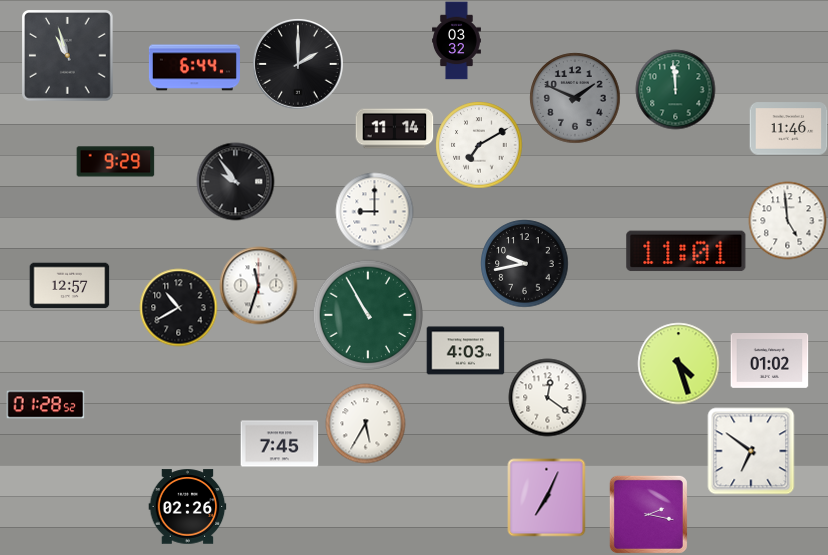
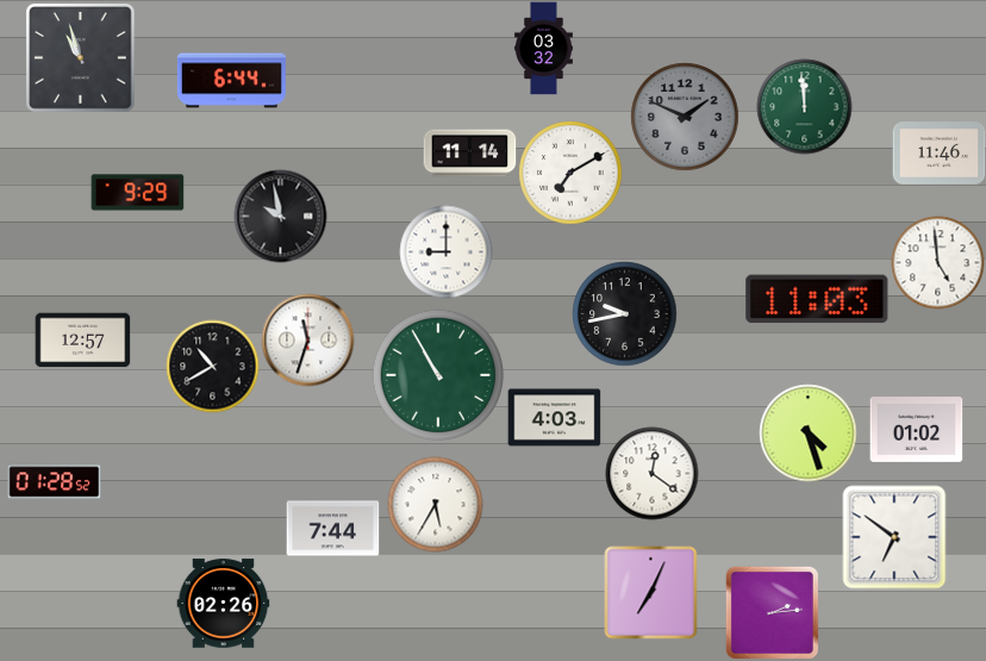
clock at (68, 56) position: (68, 56) -> (81, 58)
clock at (298, 64): 2:00 -> none
clock at (235, 181): 9:54 -> 9:58
clock at (686, 251): 11:01 -> 11:03
clock at (279, 444): 7:45 -> 7:44
clock at (648, 514): 2:17 -> 2:14
